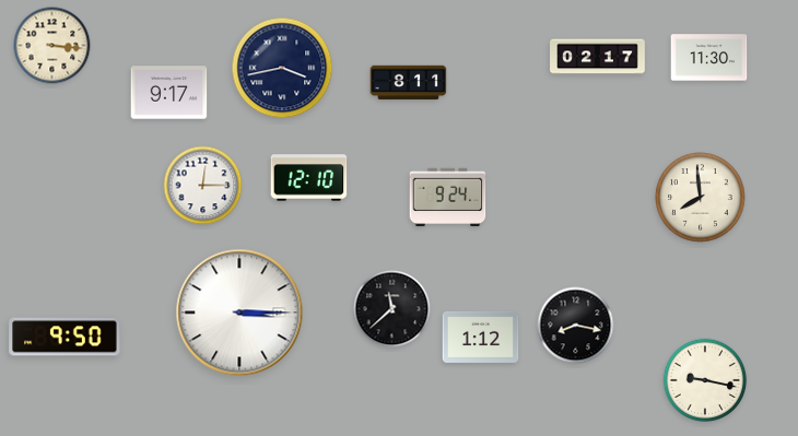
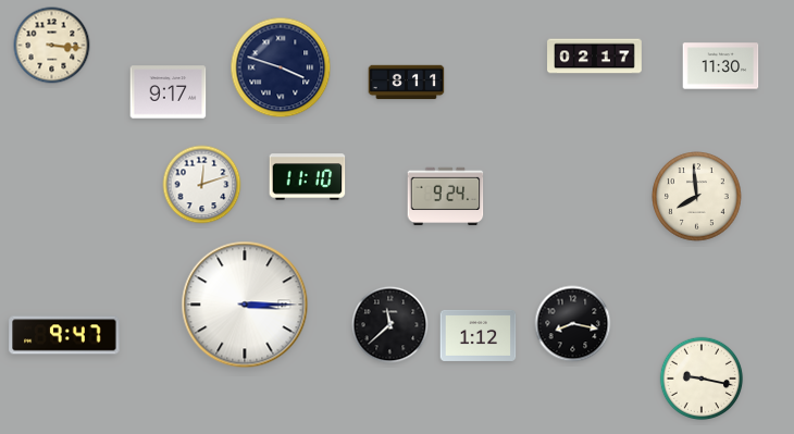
clock at (709, 58) position: (709, 58) -> (721, 66)
clock at (282, 68): 3:43 -> 3:48
clock at (309, 178): 12:10 -> 11:10
clock at (203, 186): 12:15 -> 12:12
clock at (392, 309) position: (392, 309) -> (390, 325)
clock at (239, 313) position: (239, 313) -> (245, 305)
clock at (64, 337): 9:50 -> 9:47
